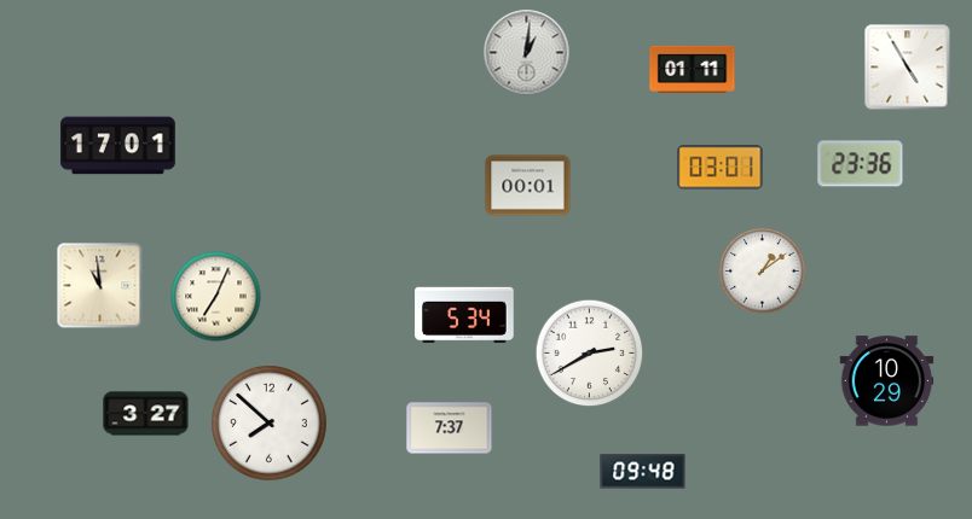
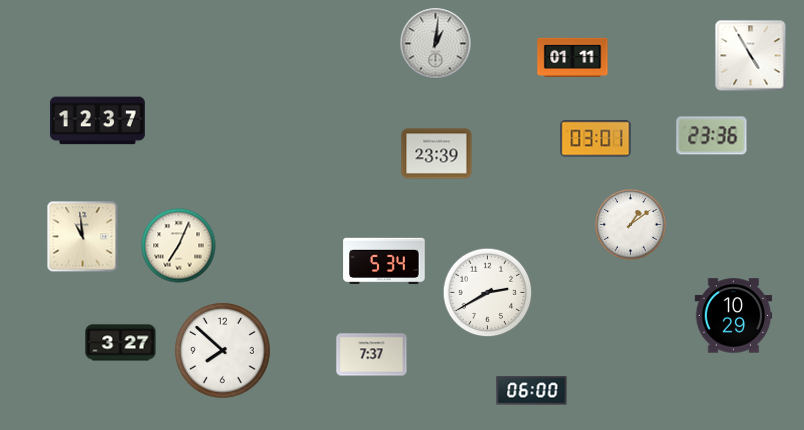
clock at (117, 146): 17:01 -> 12:37
clock at (528, 186): 00:01 -> 23:39
clock at (643, 472): 09:48 -> 06:00
